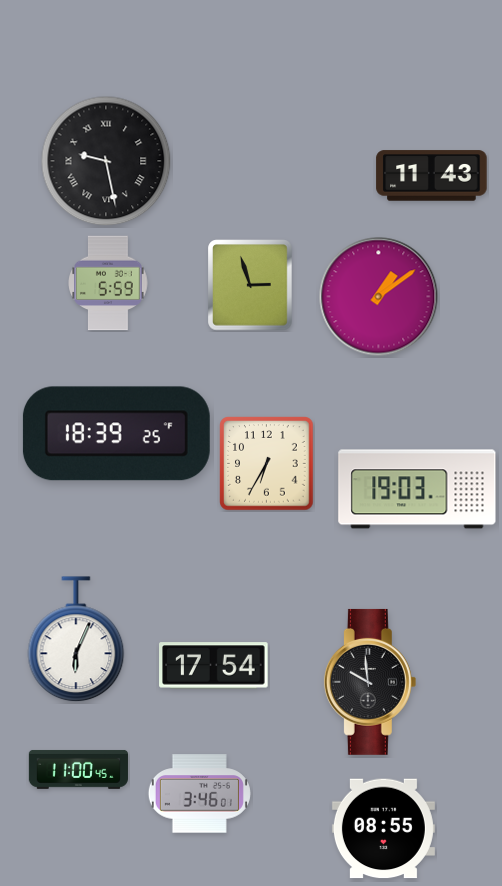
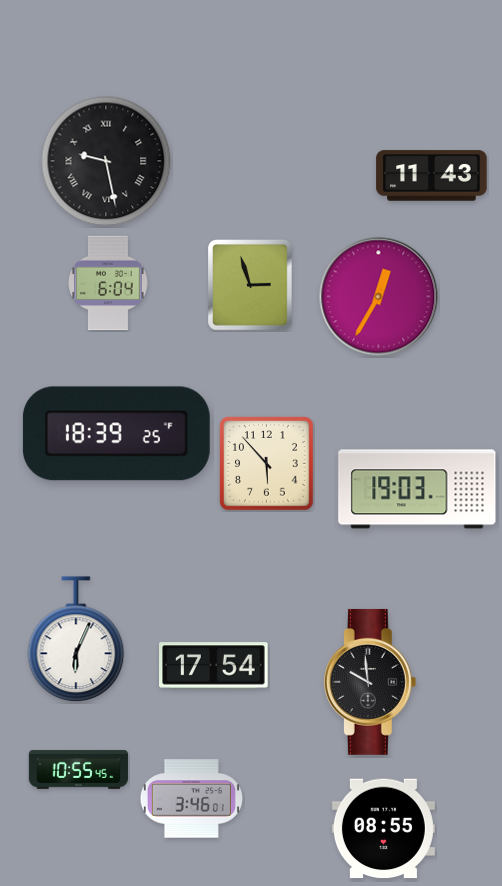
clock at (108, 283): 5:59 -> 6:04
clock at (379, 297): 1:09 -> 12:35
clock at (267, 464): 6:35 -> 5:53
clock at (78, 769): 11:00 -> 10:55
clock at (199, 794) position: (199, 794) -> (191, 799)
